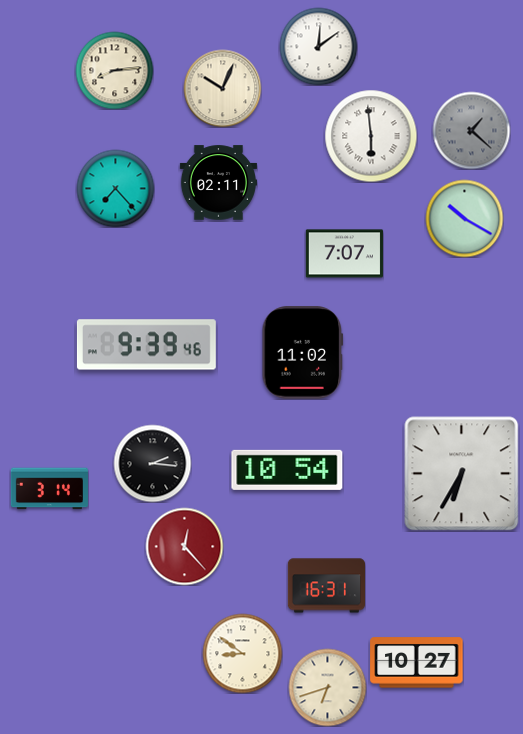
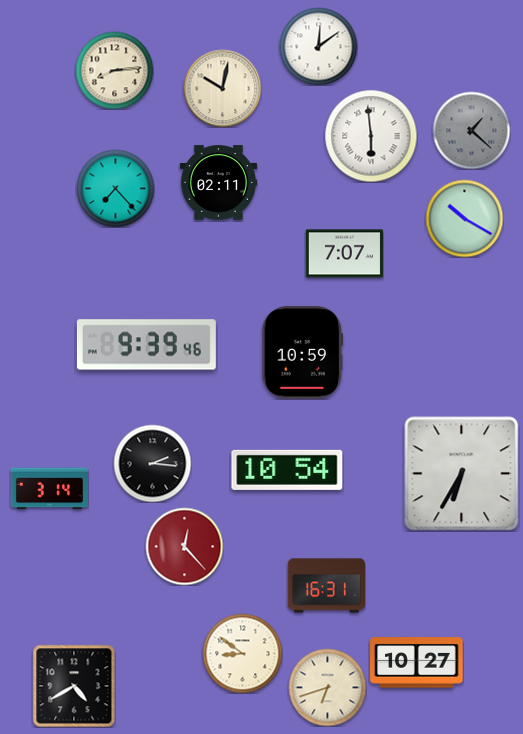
clock at (222, 88): 10:04 -> 10:02
clock at (303, 353): 11:02 -> 10:59
clock at (74, 686): none -> 4:40
